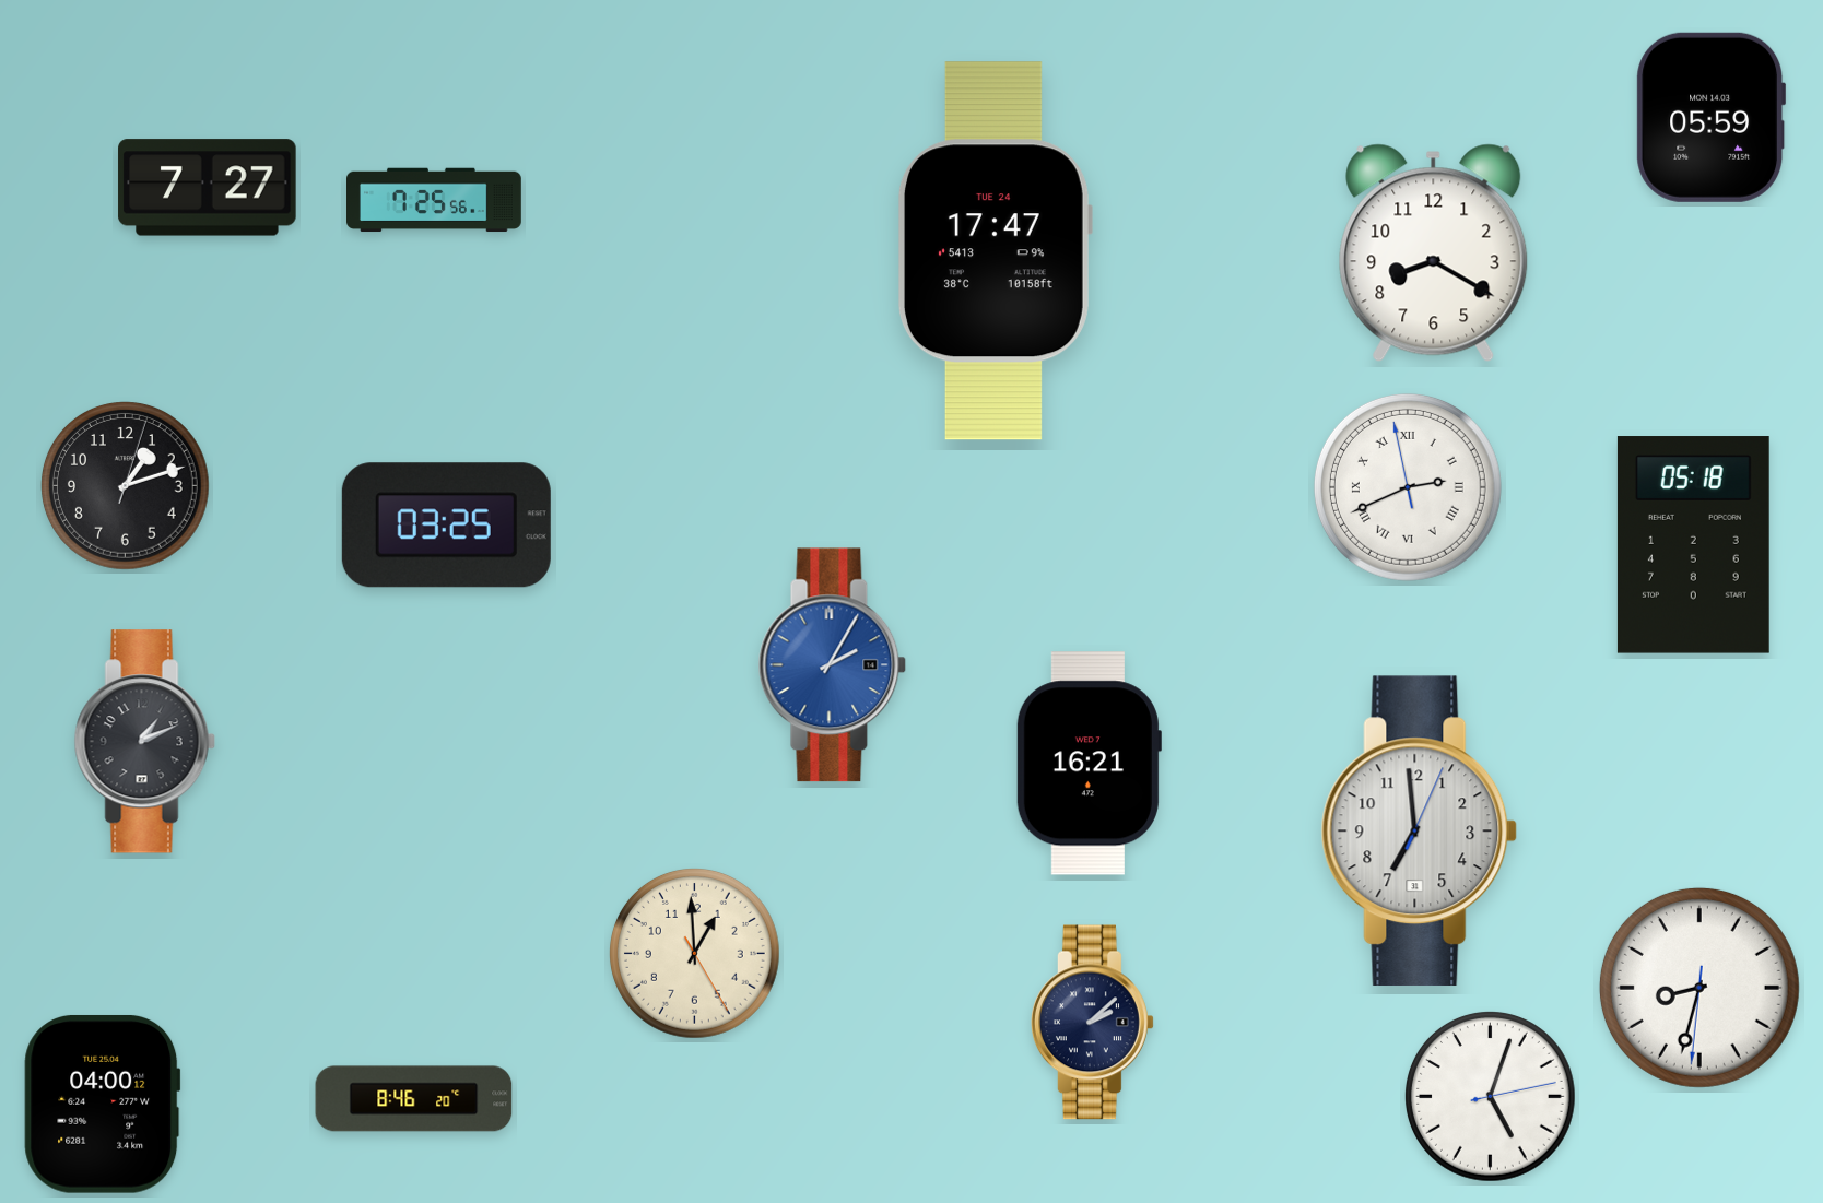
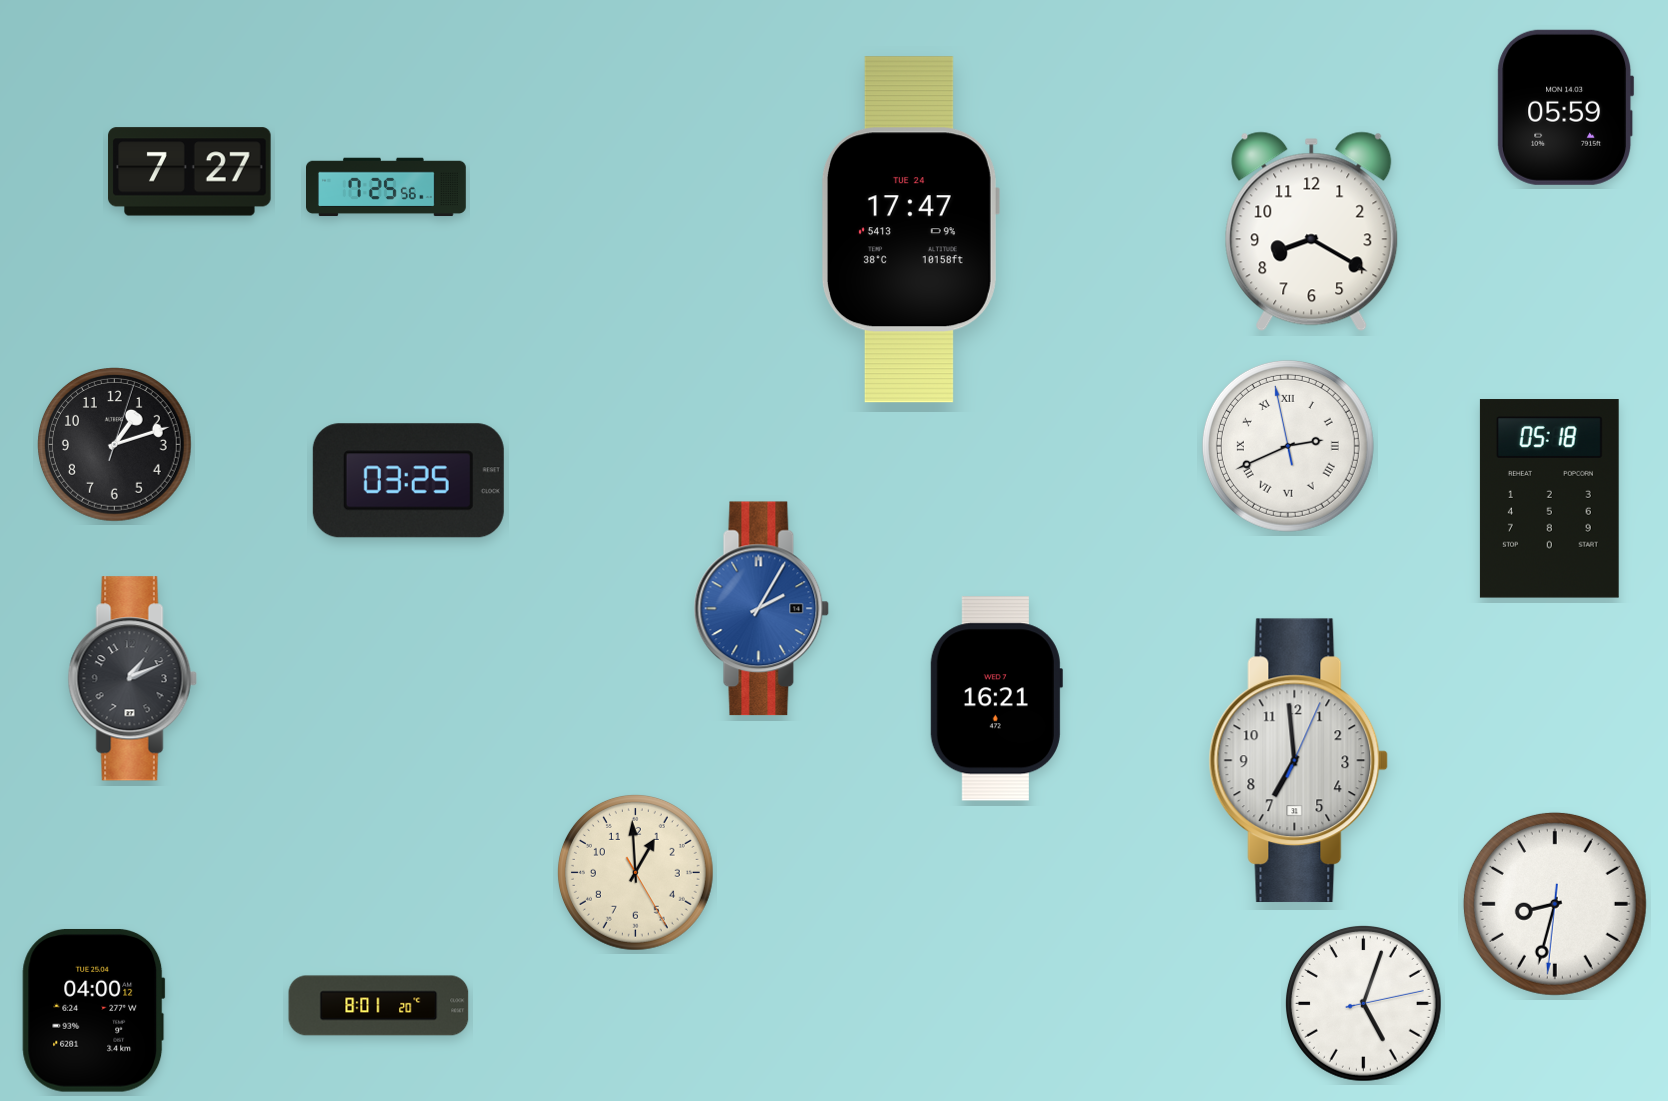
clock at (435, 200) position: (435, 200) -> (387, 187)
clock at (1092, 1023): 2:08 -> none
clock at (414, 1099): 8:46 -> 8:01
